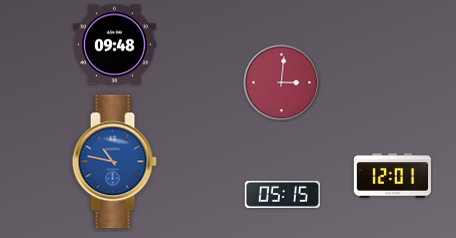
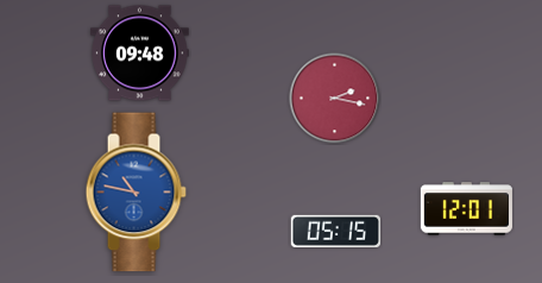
clock at (115, 45) position: (115, 45) -> (140, 54)
clock at (282, 83): 3:01 -> 2:17
